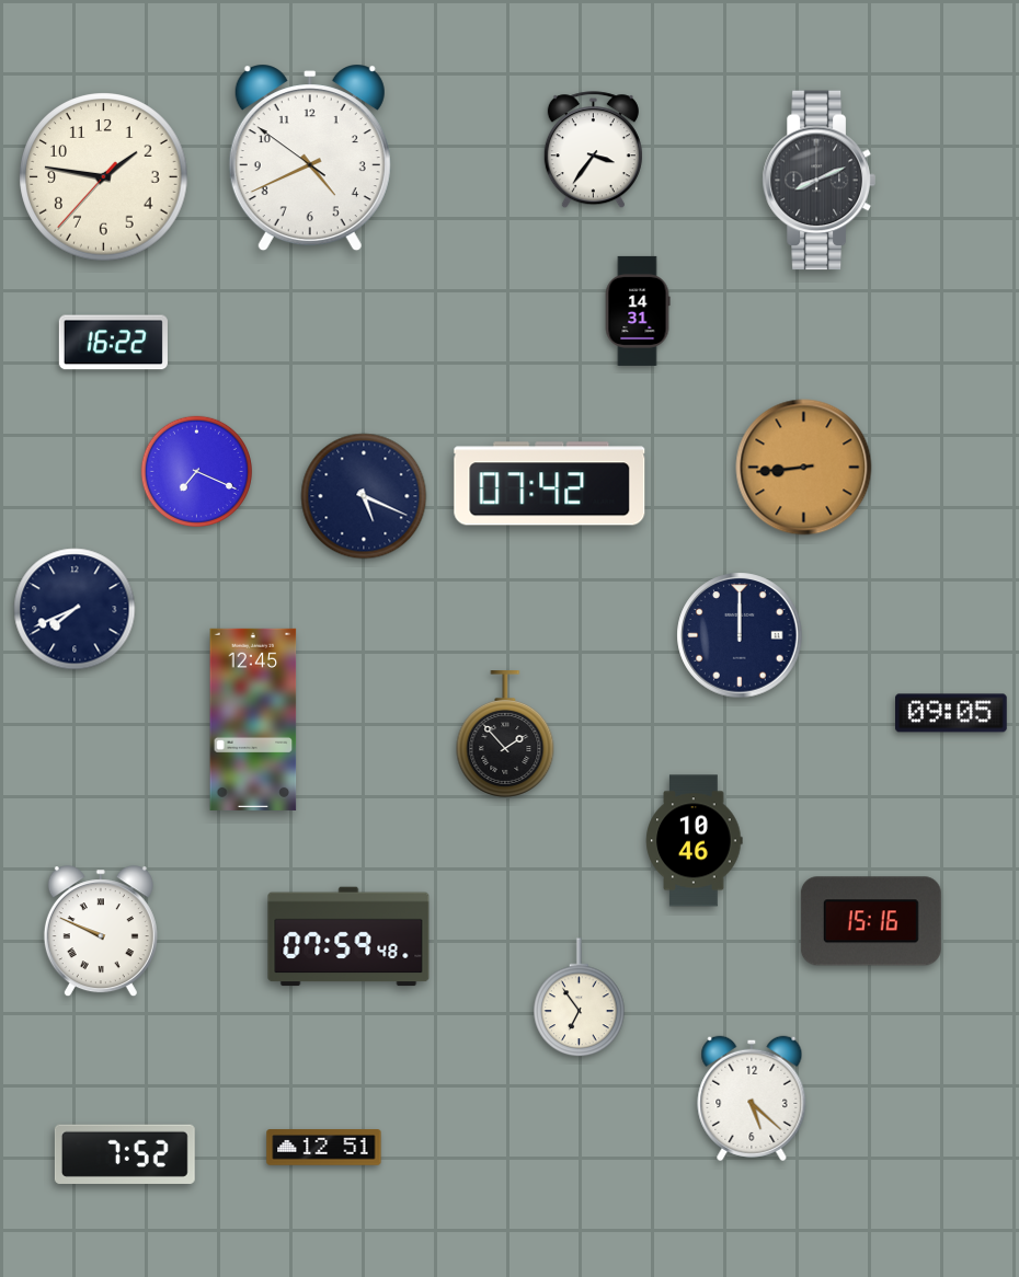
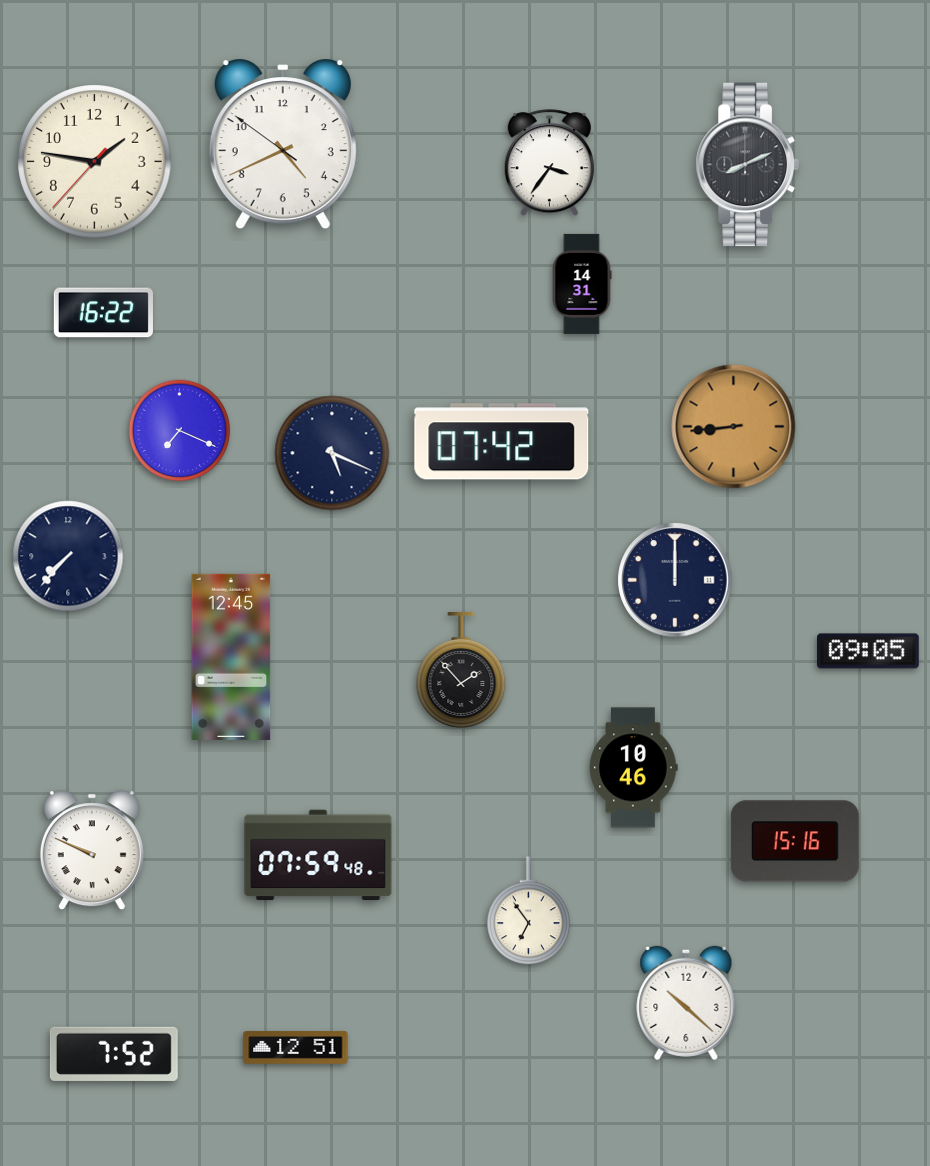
clock at (593, 150) position: (593, 150) -> (549, 163)
clock at (75, 609): 7:41 -> 7:37
clock at (752, 1098): 5:22 -> 10:22
